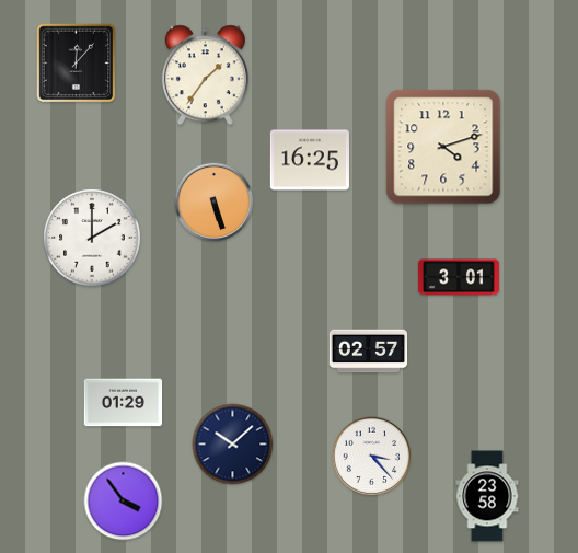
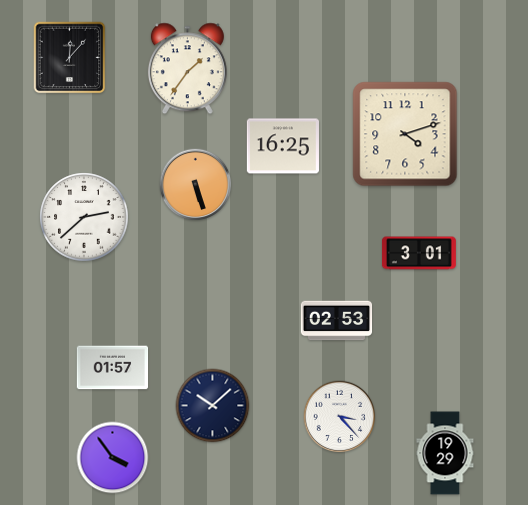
clock at (92, 238): 2:00 -> 2:38
clock at (369, 352): 02:57 -> 02:53
clock at (124, 403): 01:29 -> 01:57
clock at (487, 496): 23:58 -> 19:29
